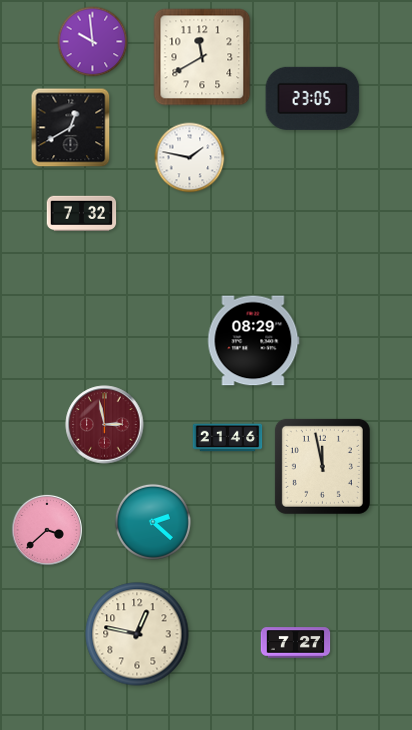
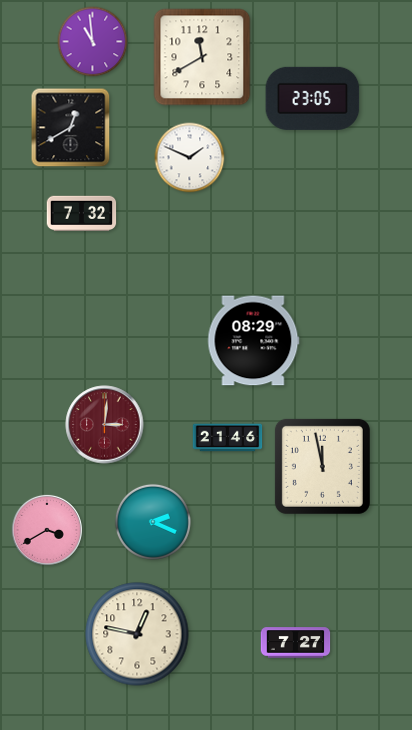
clock at (93, 42): 9:59 -> 10:59
clock at (190, 158): 1:47 -> 1:49
clock at (105, 425): 2:58 -> 3:01
clock at (153, 522): 2:22 -> 2:19
clock at (47, 530): 3:38 -> 3:40
